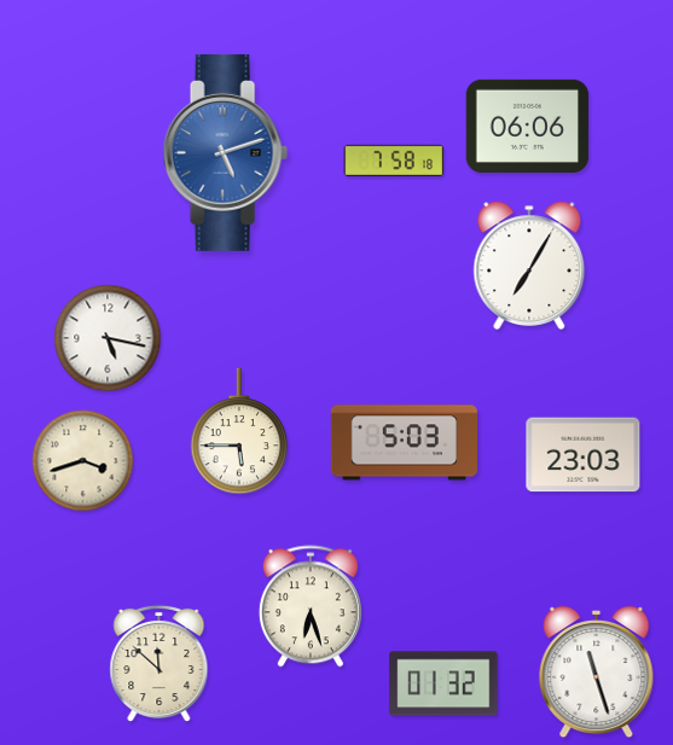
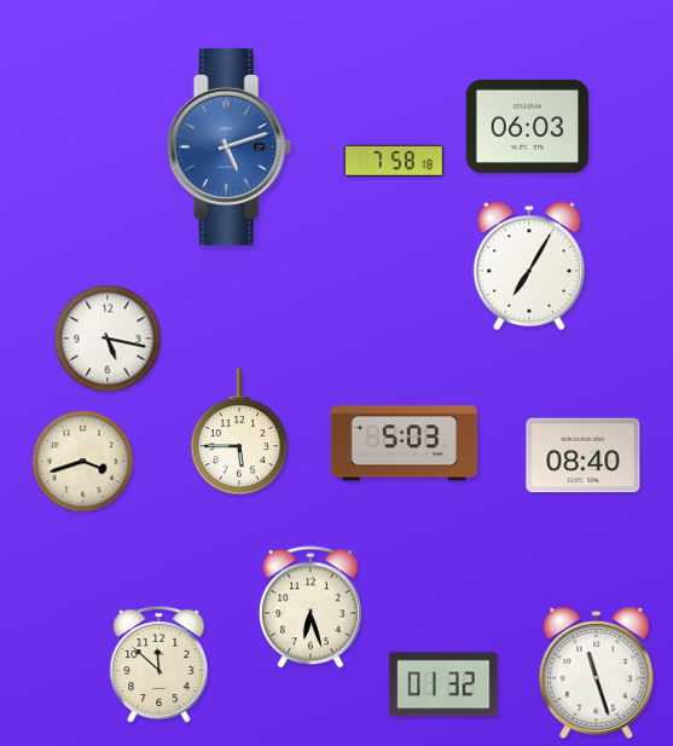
clock at (528, 126): 06:06 -> 06:03
clock at (225, 152) position: (225, 152) -> (228, 146)
clock at (584, 455): 23:03 -> 08:40
